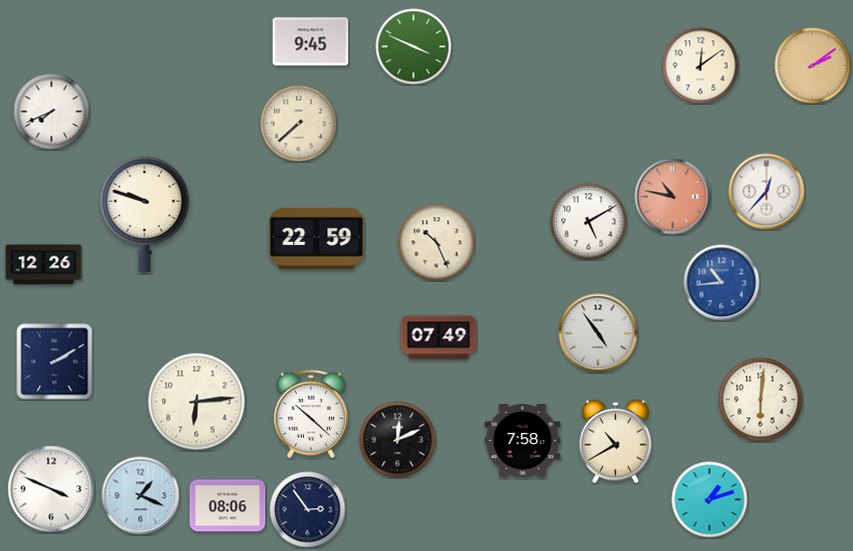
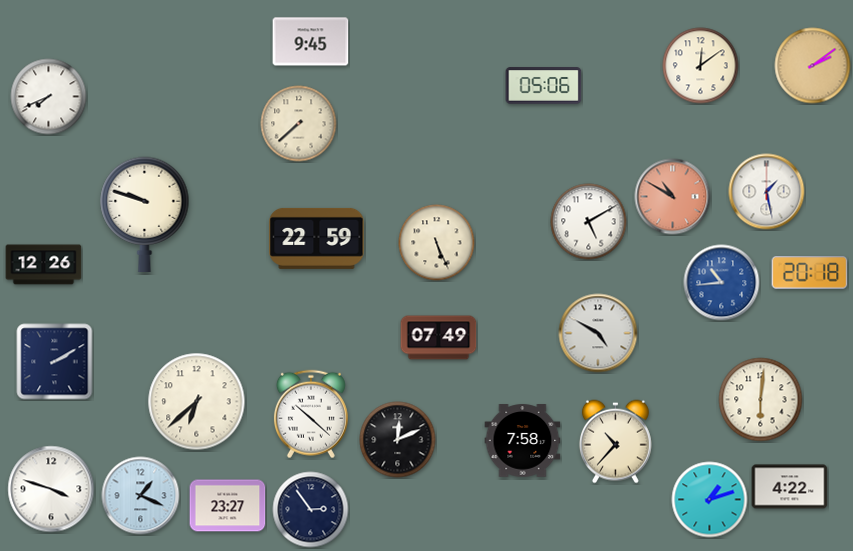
clock at (414, 47): 3:49 -> none
clock at (544, 86): none -> 05:06
clock at (52, 112) position: (52, 112) -> (49, 97)
clock at (767, 192): 12:37 -> 1:28
clock at (673, 197): 10:47 -> 10:50
clock at (437, 243): 10:26 -> 5:26
clock at (810, 273): none -> 20:18
clock at (598, 333): 4:54 -> 4:50
clock at (197, 402): 6:14 -> 6:38
clock at (615, 442): 10:40 -> 10:37
clock at (790, 487): none -> 4:22
clock at (51, 489): 3:49 -> 3:48
clock at (228, 506): 08:06 -> 23:27
clock at (308, 510) position: (308, 510) -> (311, 510)
